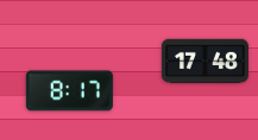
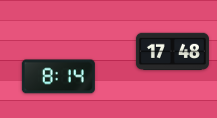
clock at (69, 91): 8:17 -> 8:14
